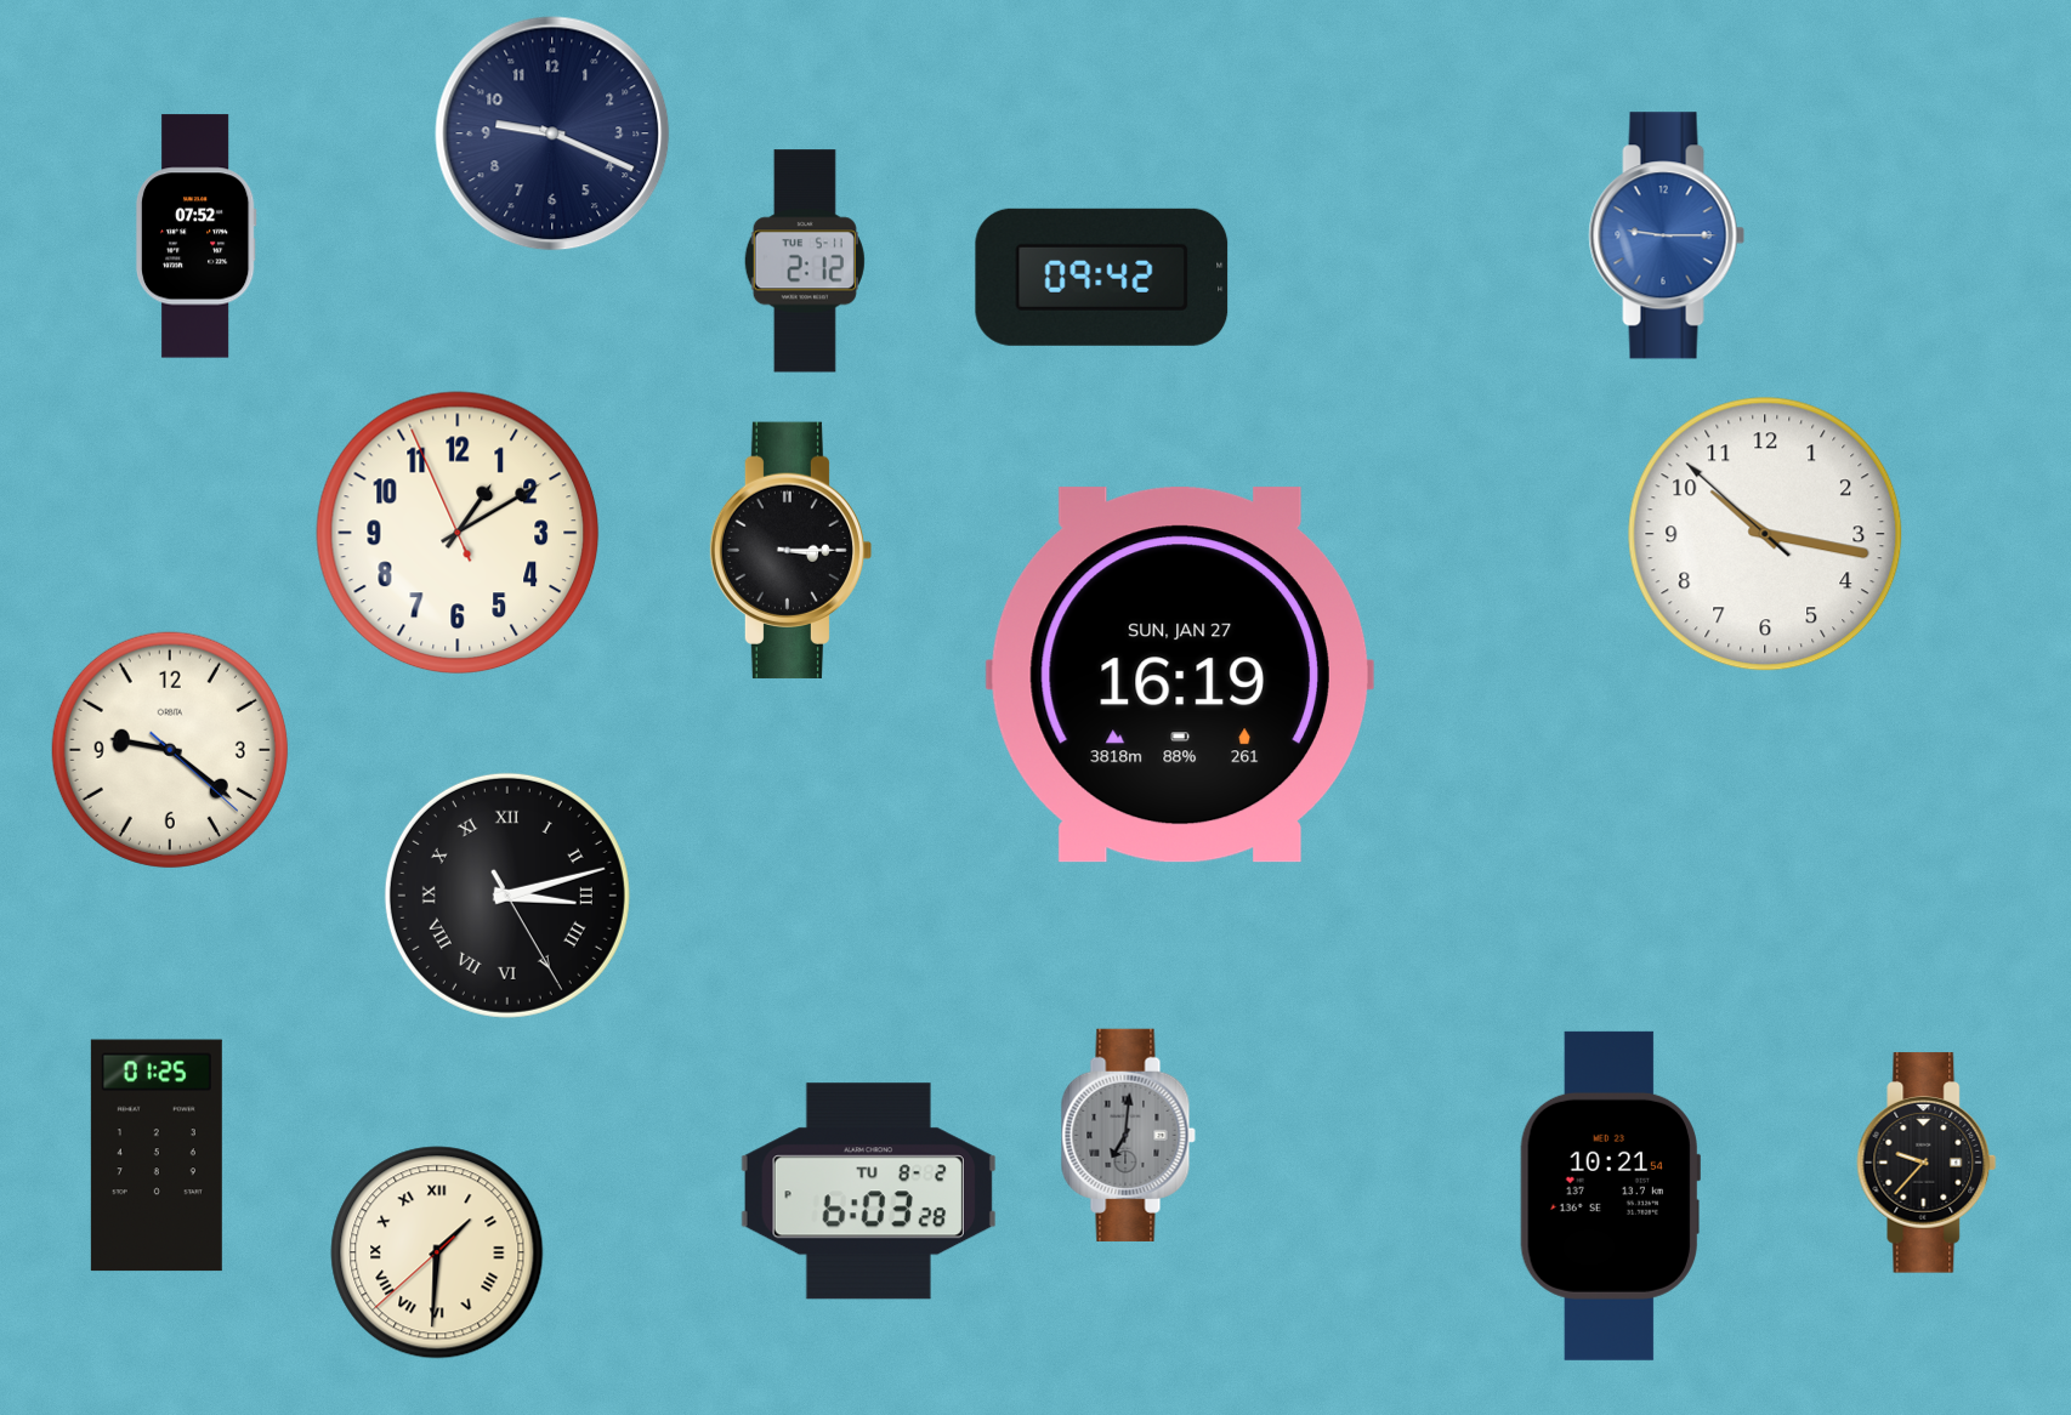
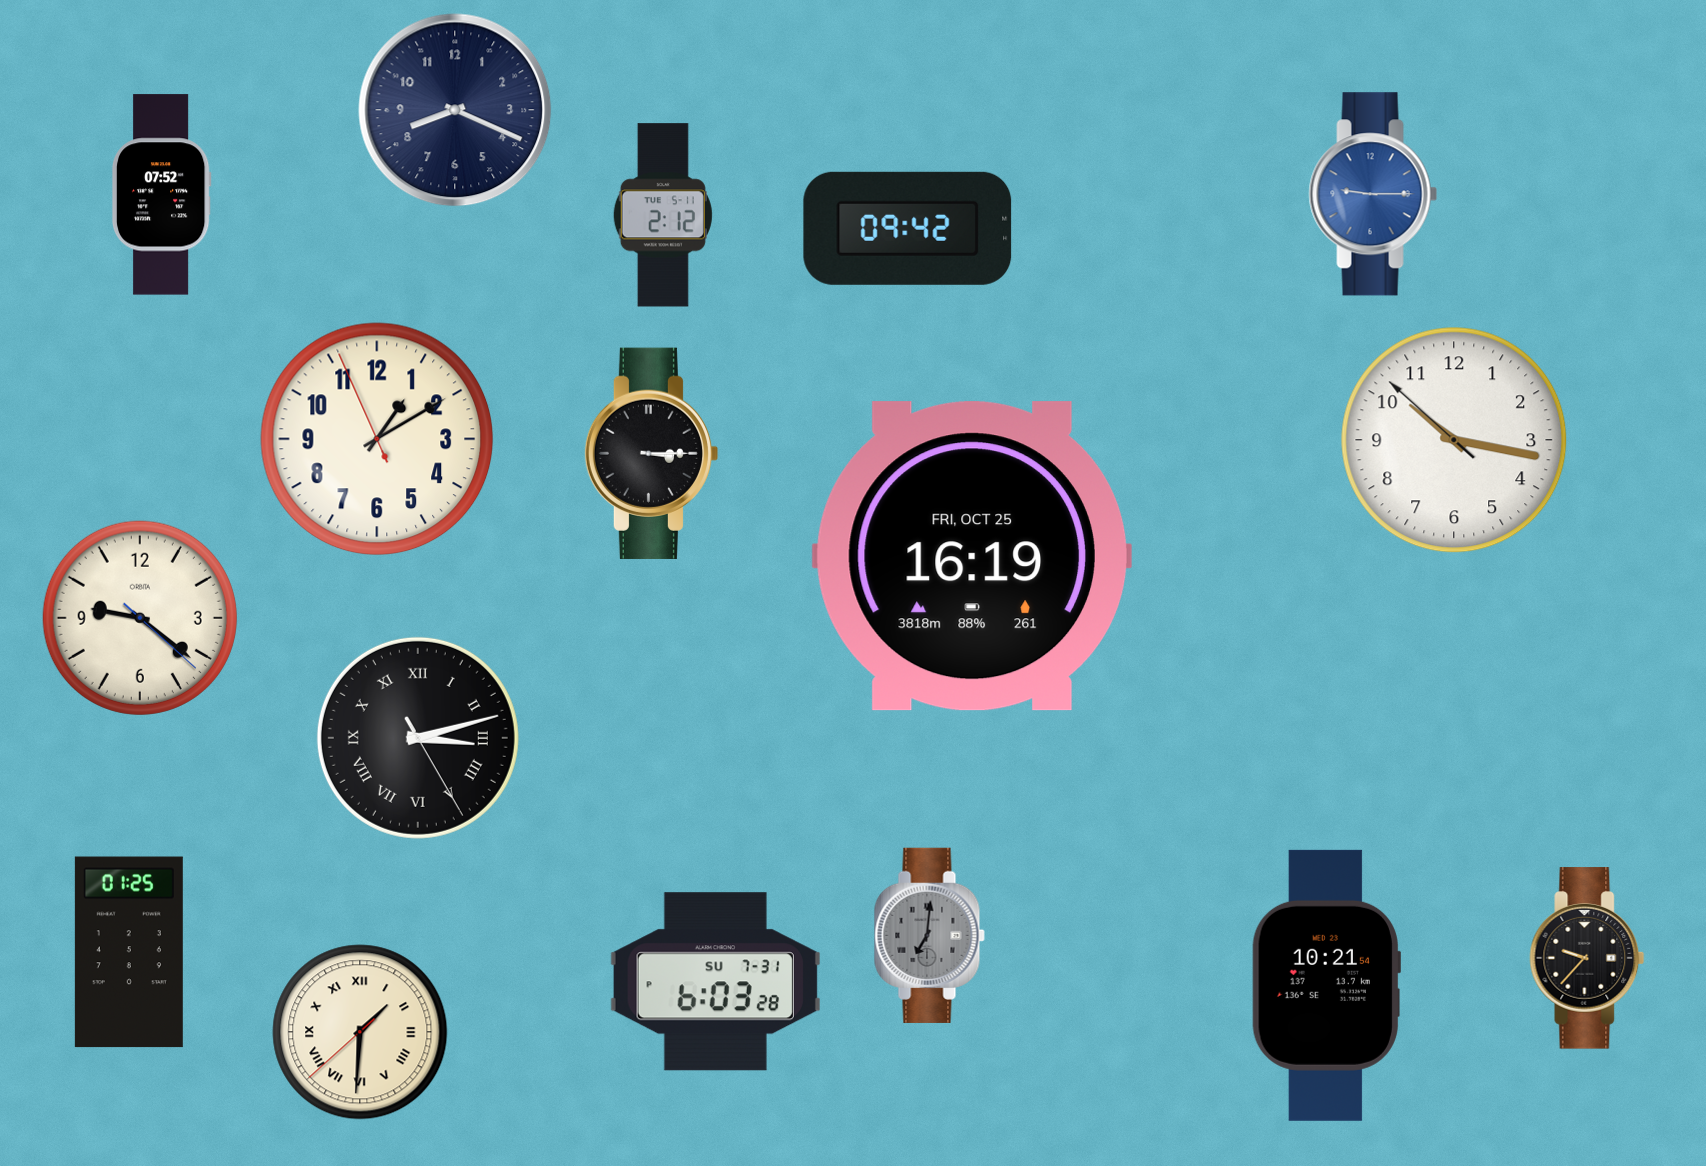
clock at (552, 133): 9:19 -> 8:19
clock at (1180, 675) date: SUN, JAN 27 -> FRI, OCT 25
clock at (868, 1192) date: TU 8-2 -> SU 7-31
